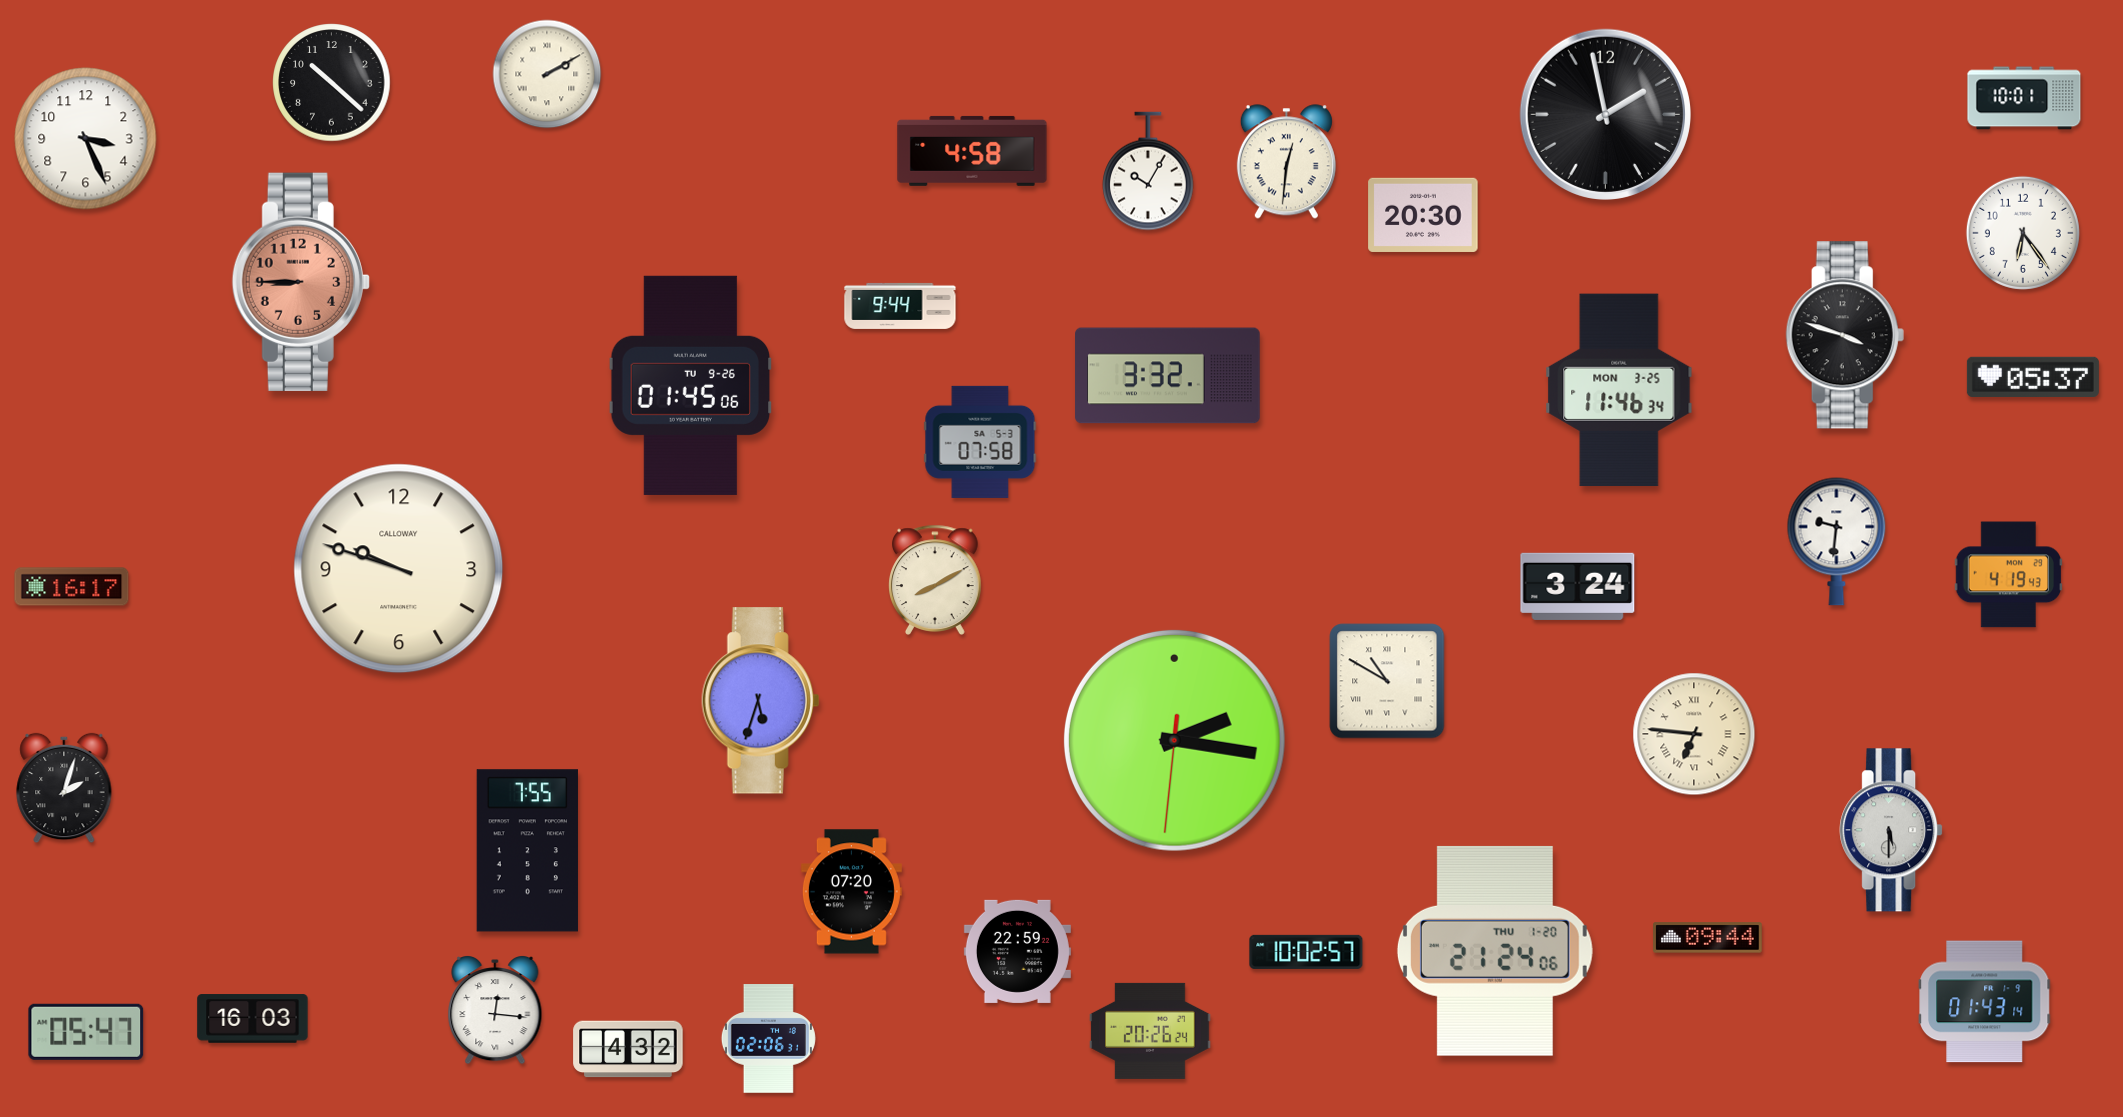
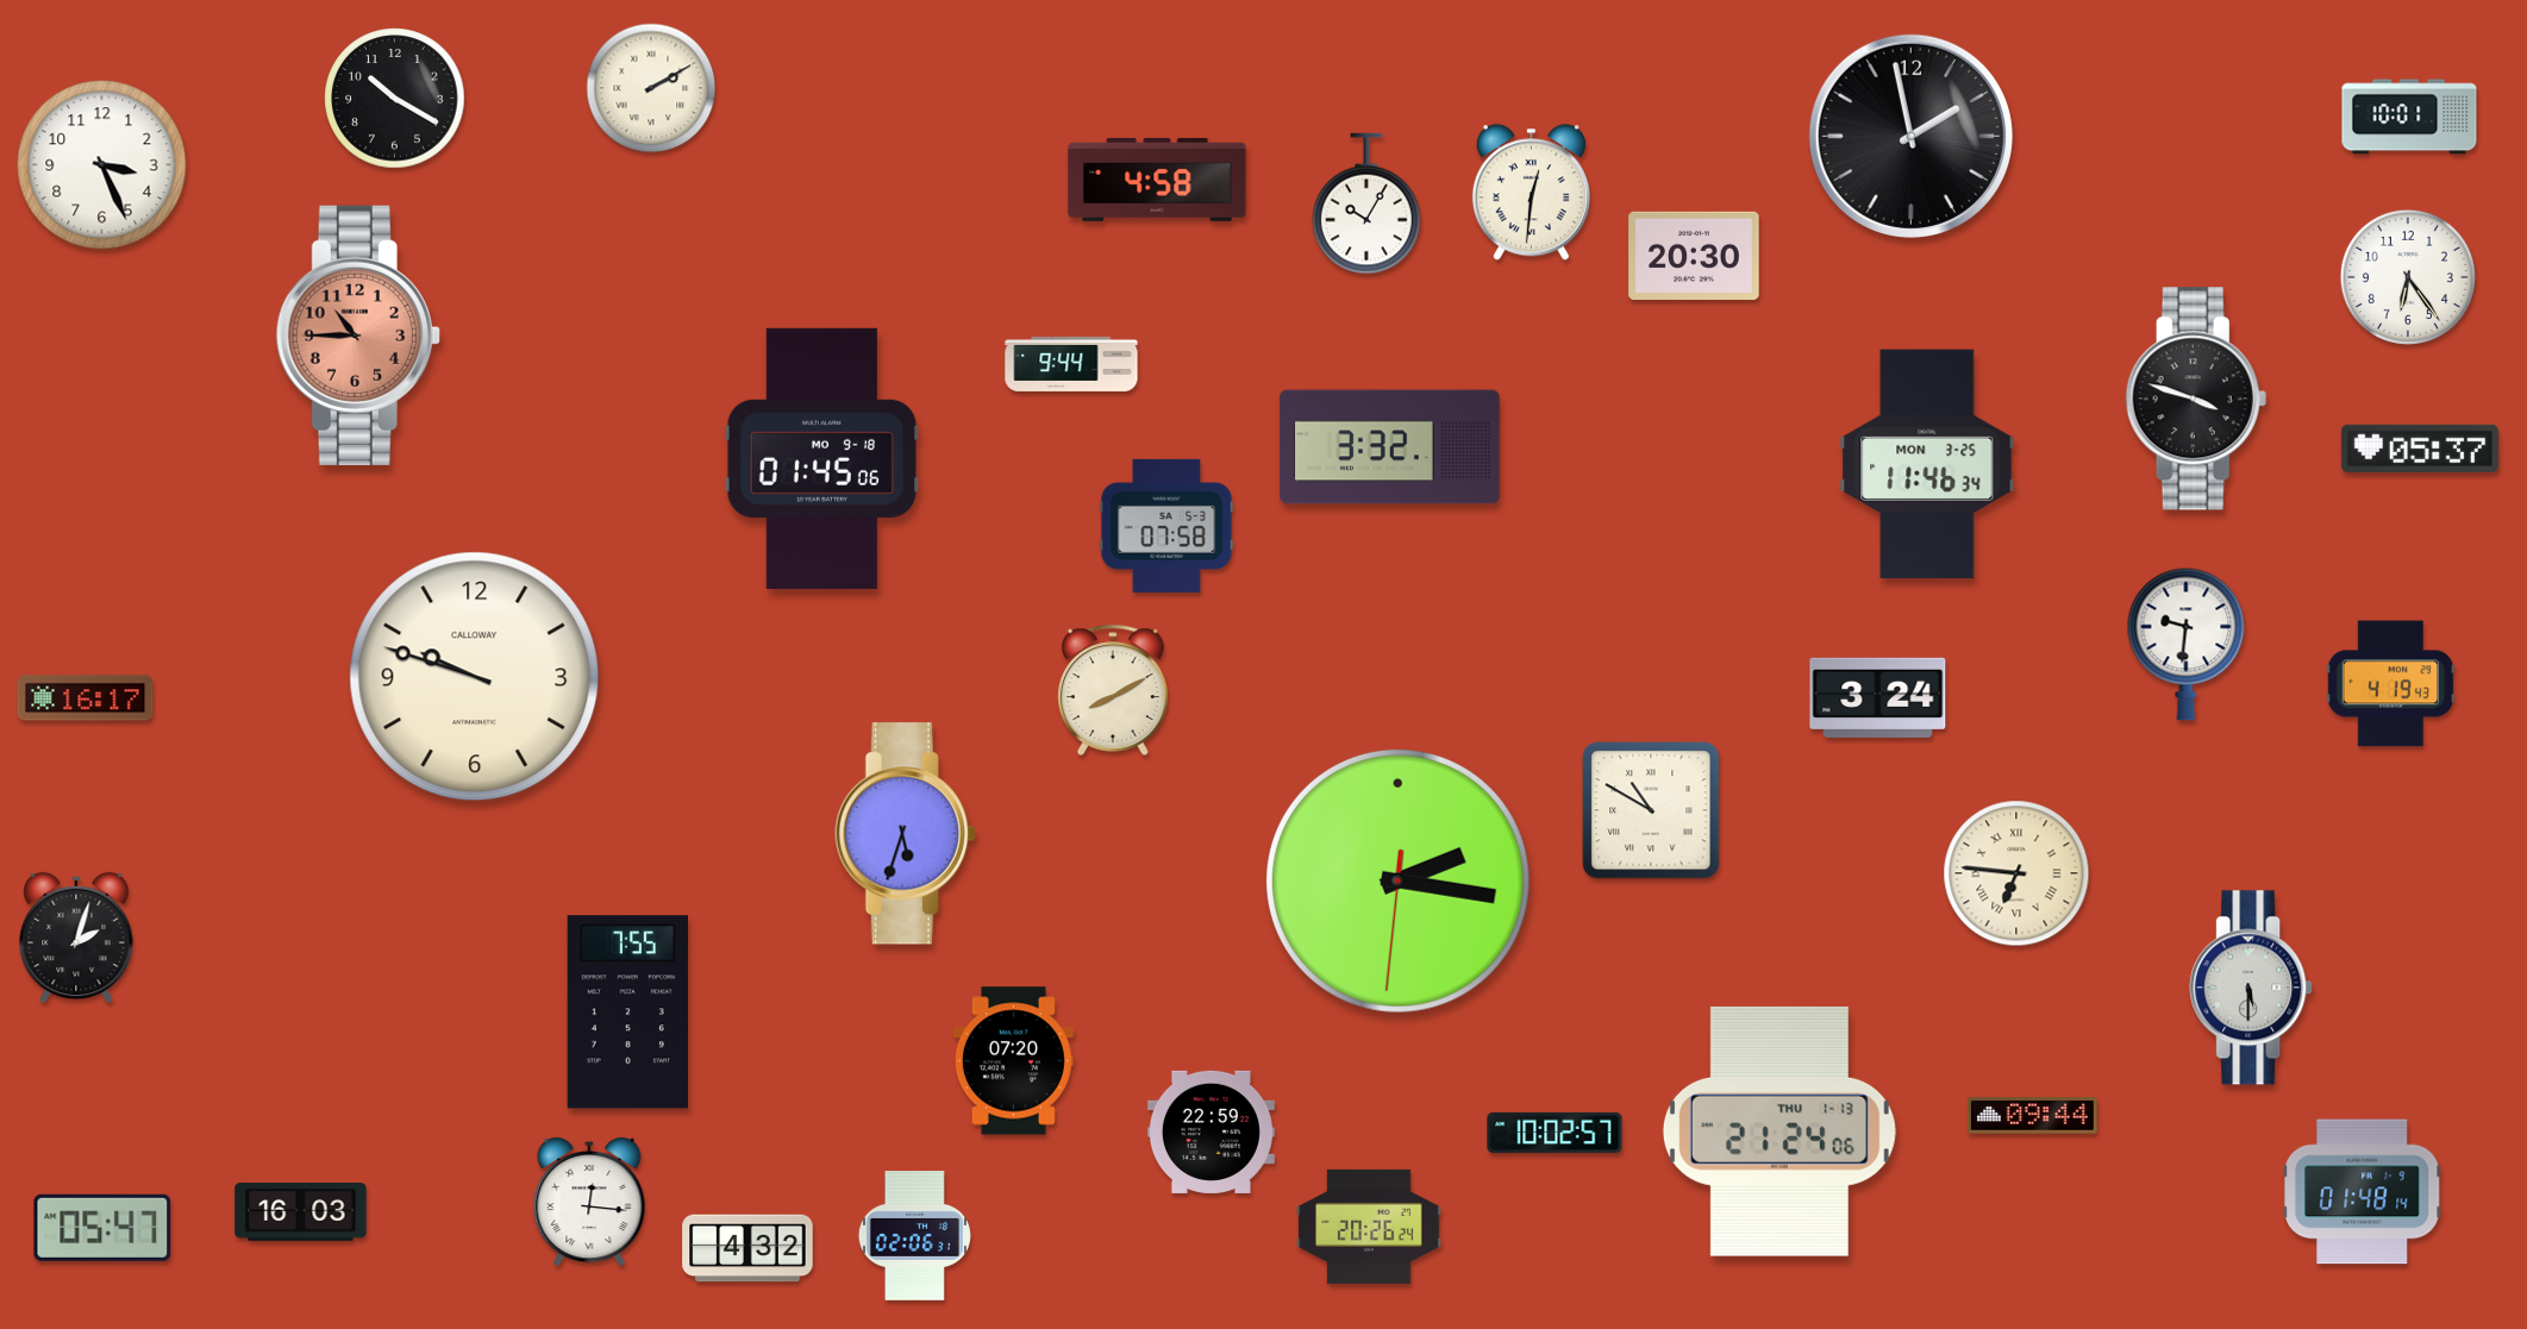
clock at (332, 83): 10:22 -> 10:20
clock at (301, 282): 8:45 -> 10:45
clock at (691, 385) date: TU 9-26 -> MO 9-18
clock at (1495, 951) date: THU 1-20 -> THU 1-13
clock at (1985, 1002): 01:43 -> 01:48
